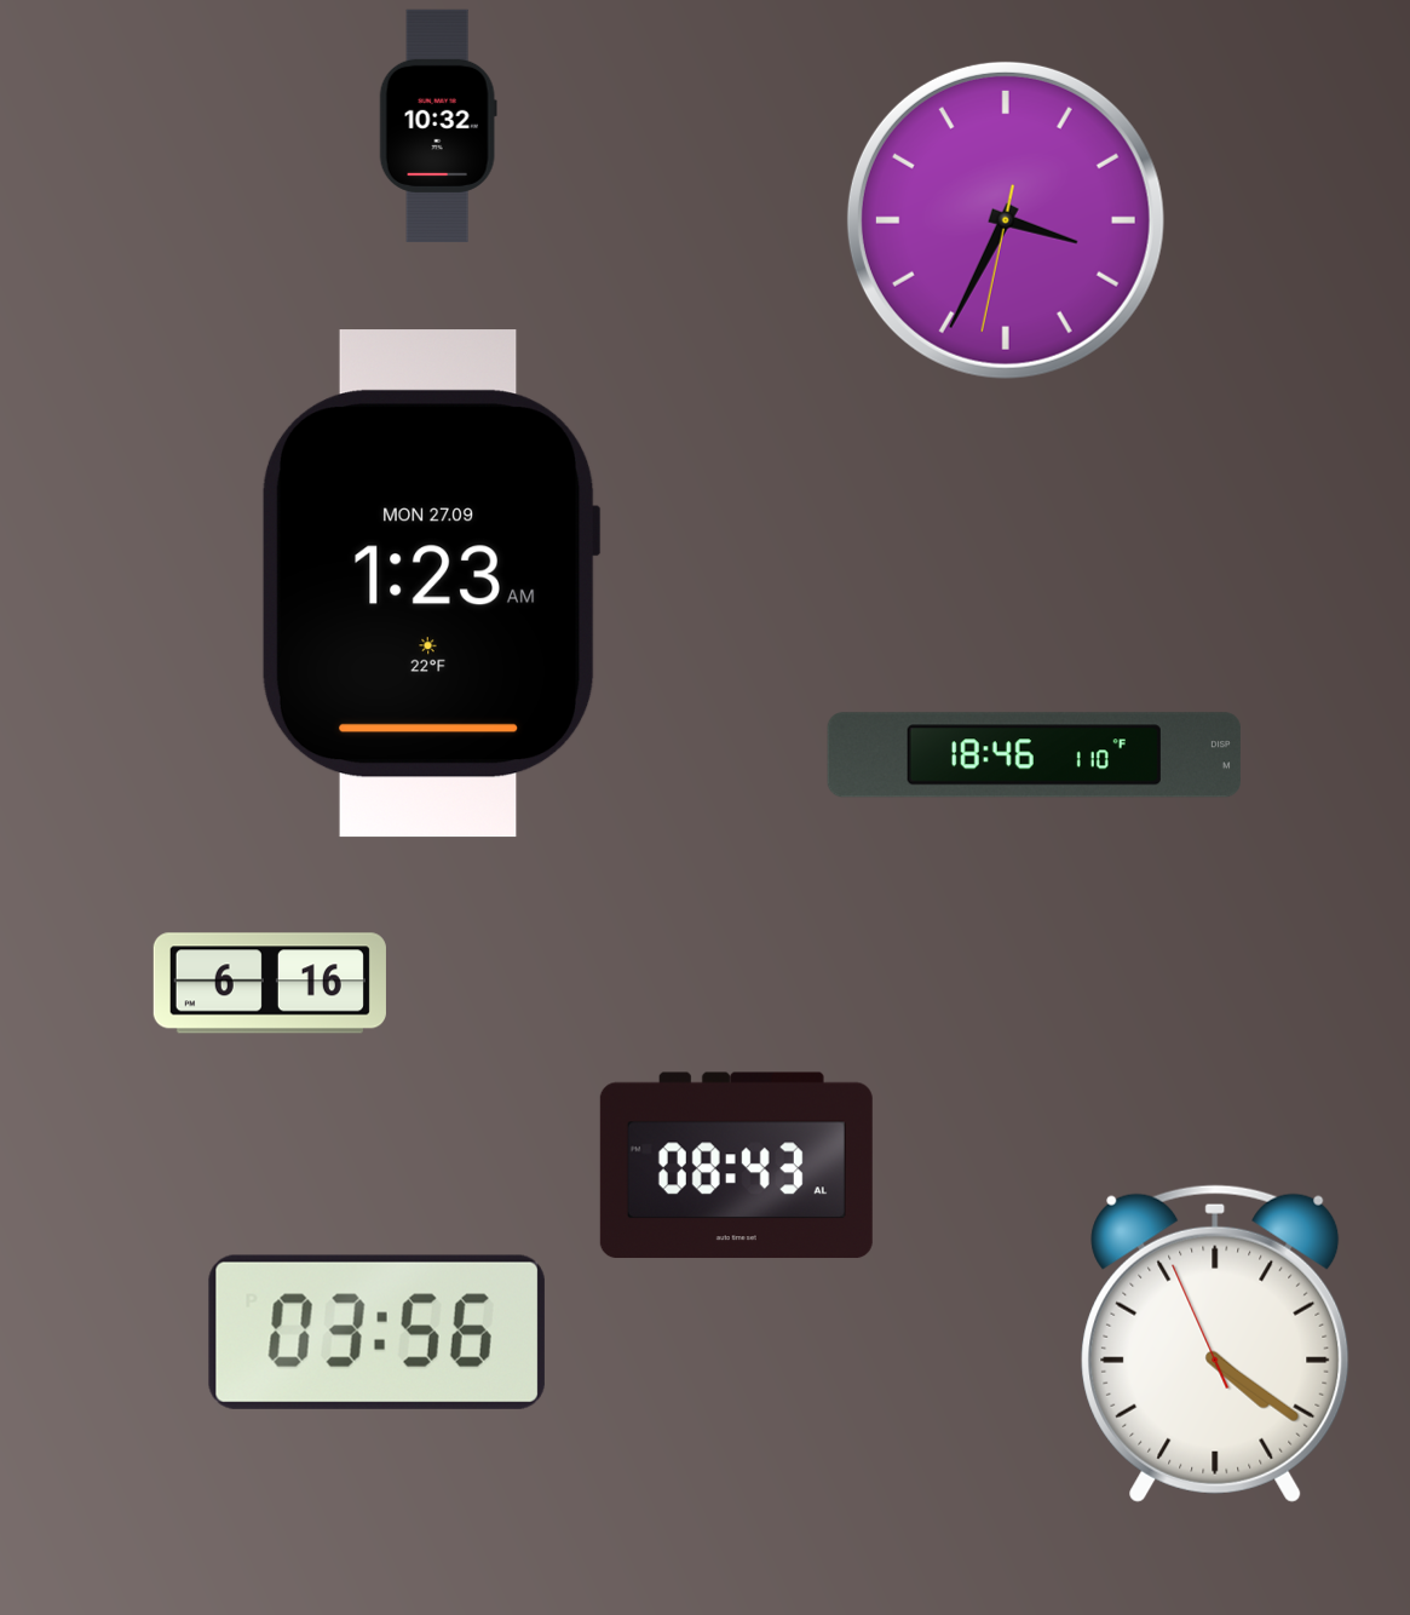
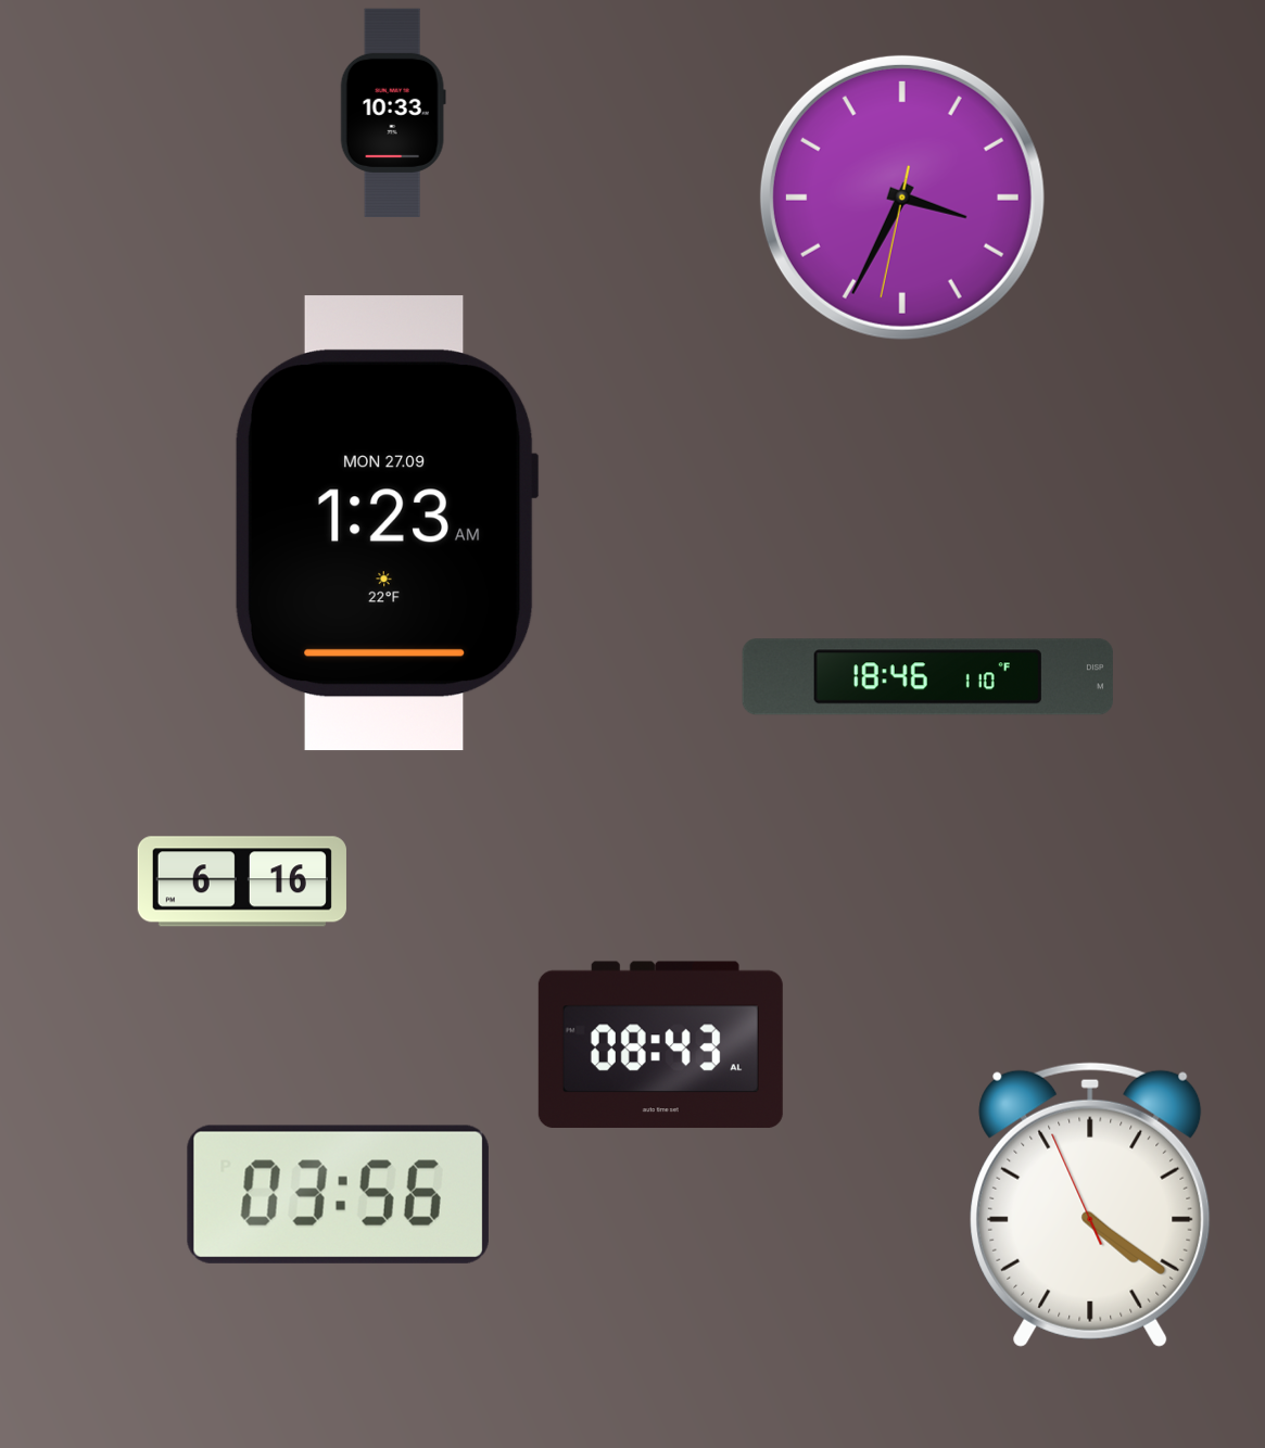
clock at (438, 126): 10:32 -> 10:33
